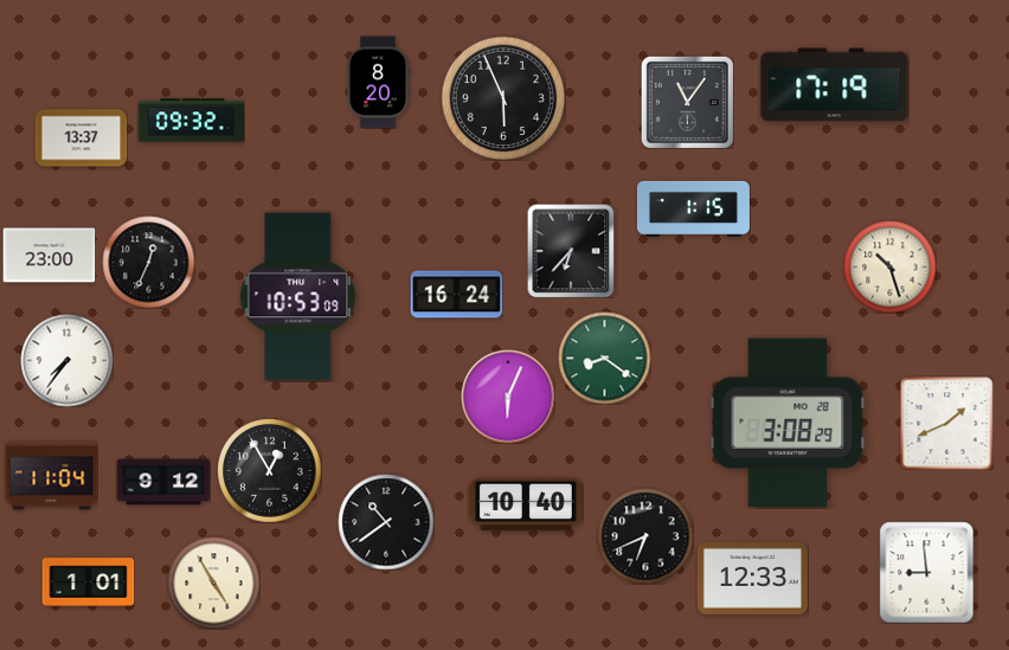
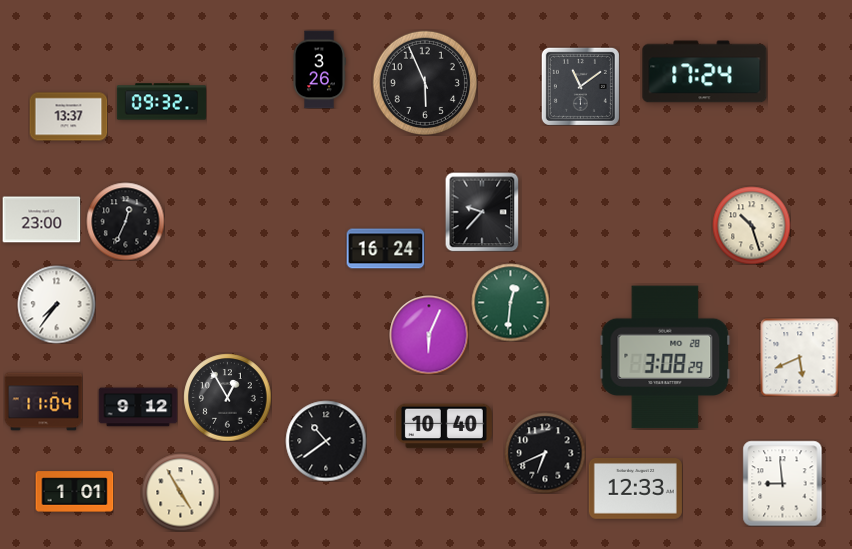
clock at (378, 82): 8:20 -> 3:26
clock at (835, 85): 17:19 -> 17:24
clock at (687, 102): 11:06 -> 11:09
clock at (693, 208): 1:15 -> none
clock at (571, 251): 6:37 -> 9:37
clock at (49, 256) position: (49, 256) -> (41, 220)
clock at (298, 297): 10:53 -> none
clock at (604, 358): 8:21 -> 12:31
clock at (946, 423): 1:41 -> 5:41
